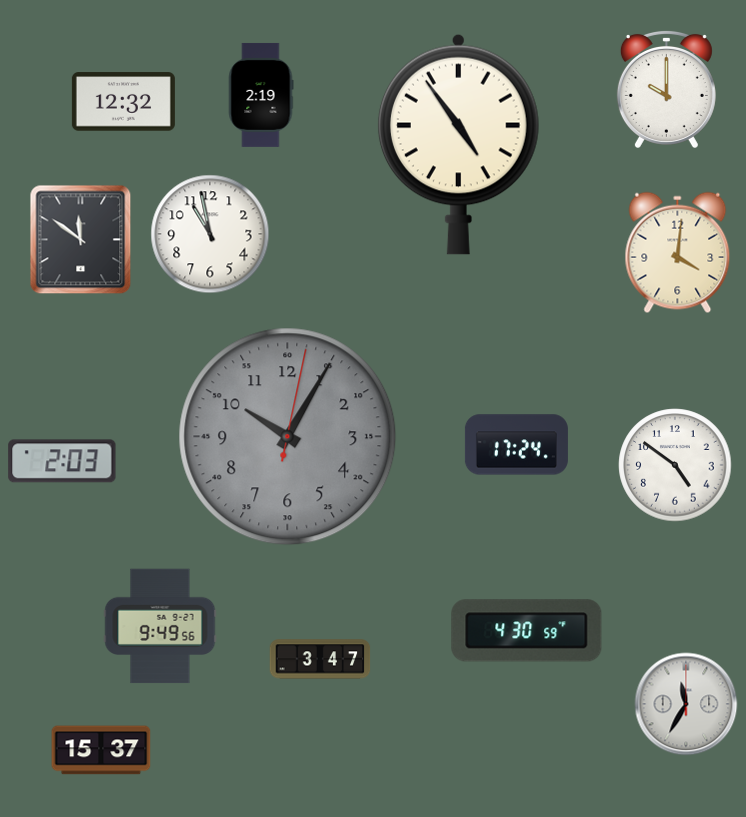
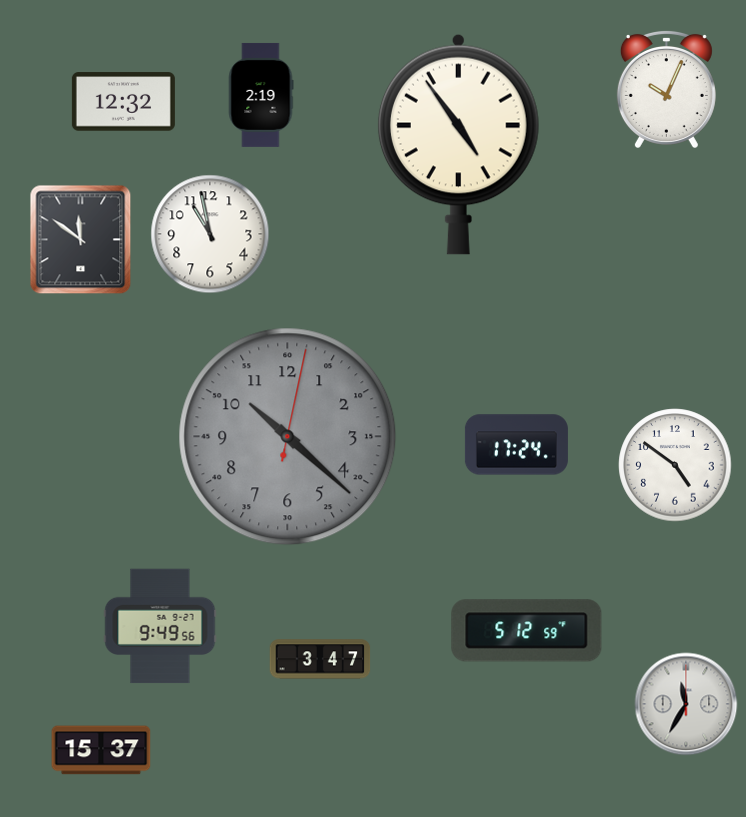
clock at (666, 89): 10:00 -> 10:04
clock at (678, 253): 4:01 -> none
clock at (288, 437): 10:05 -> 10:22
clock at (62, 461): 2:03 -> none
clock at (527, 631): 4:30 -> 5:12
